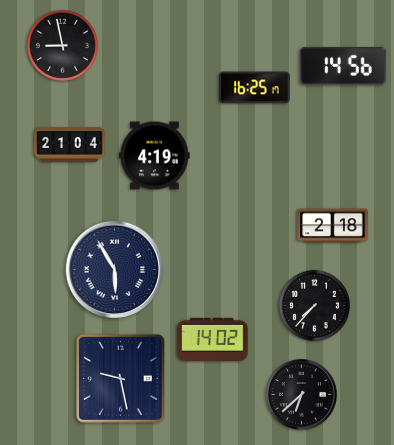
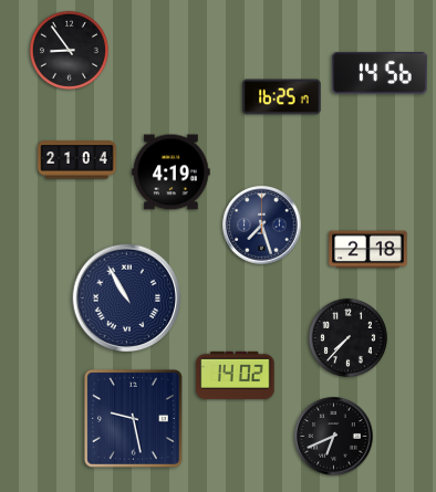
clock at (62, 45): 8:58 -> 8:54
clock at (262, 226): none -> 7:27
clock at (115, 270): 5:55 -> 10:55
clock at (302, 395): 6:38 -> 6:41
